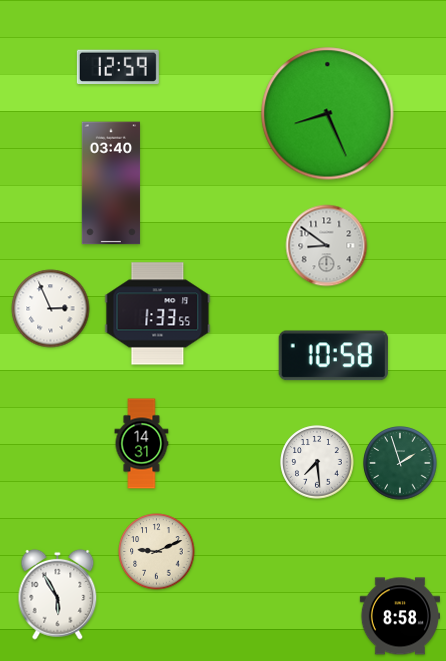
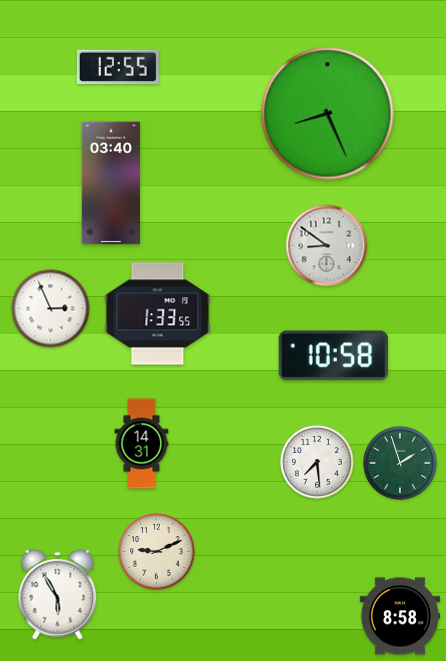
clock at (118, 67): 12:59 -> 12:55
